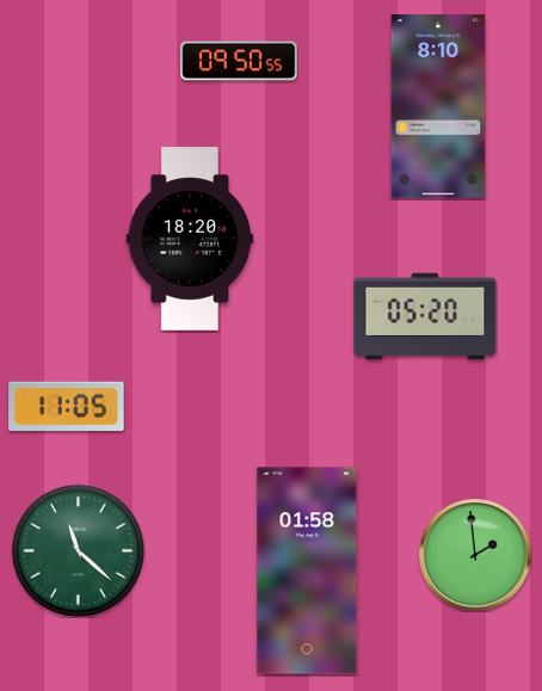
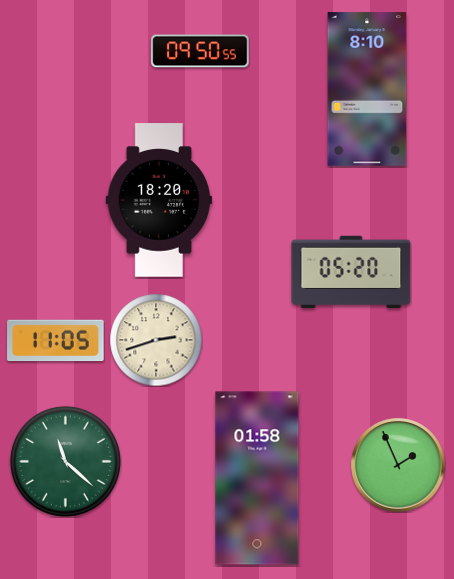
clock at (425, 315) position: (425, 315) -> (351, 271)
clock at (156, 340): none -> 2:42
clock at (475, 555): 1:59 -> 1:56
